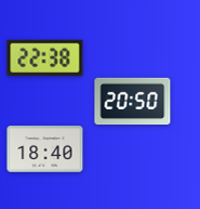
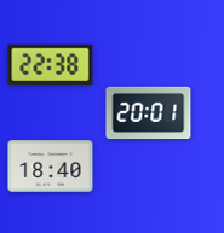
clock at (133, 102): 20:50 -> 20:01
